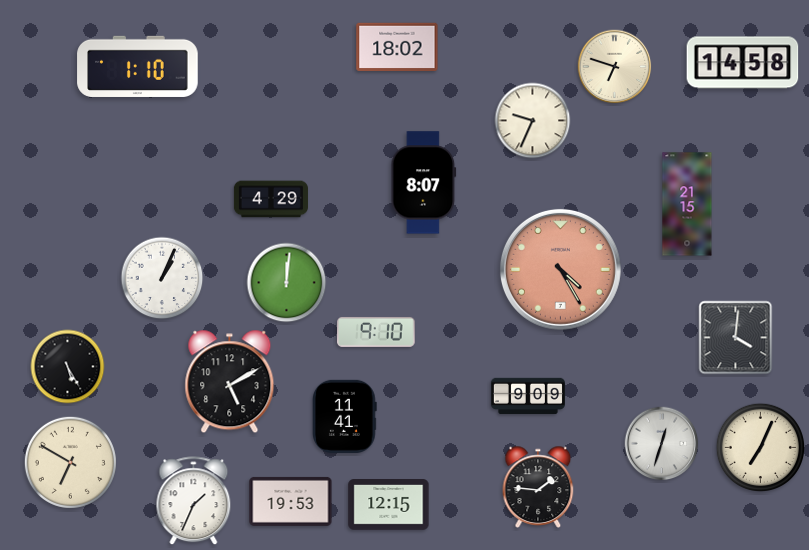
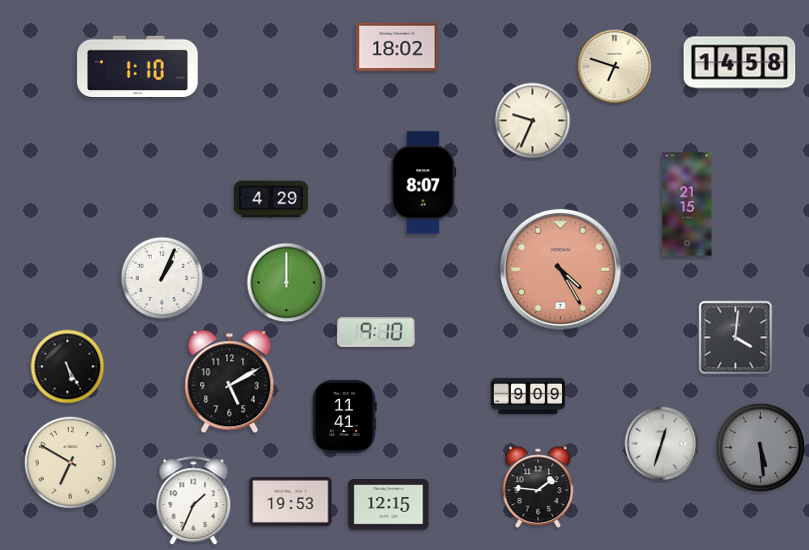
clock at (743, 63) position: (743, 63) -> (740, 63)
clock at (287, 283): 12:01 -> 12:00
clock at (760, 447): 7:04 -> 5:29
clock at (760, 447) dial: cream -> grey
